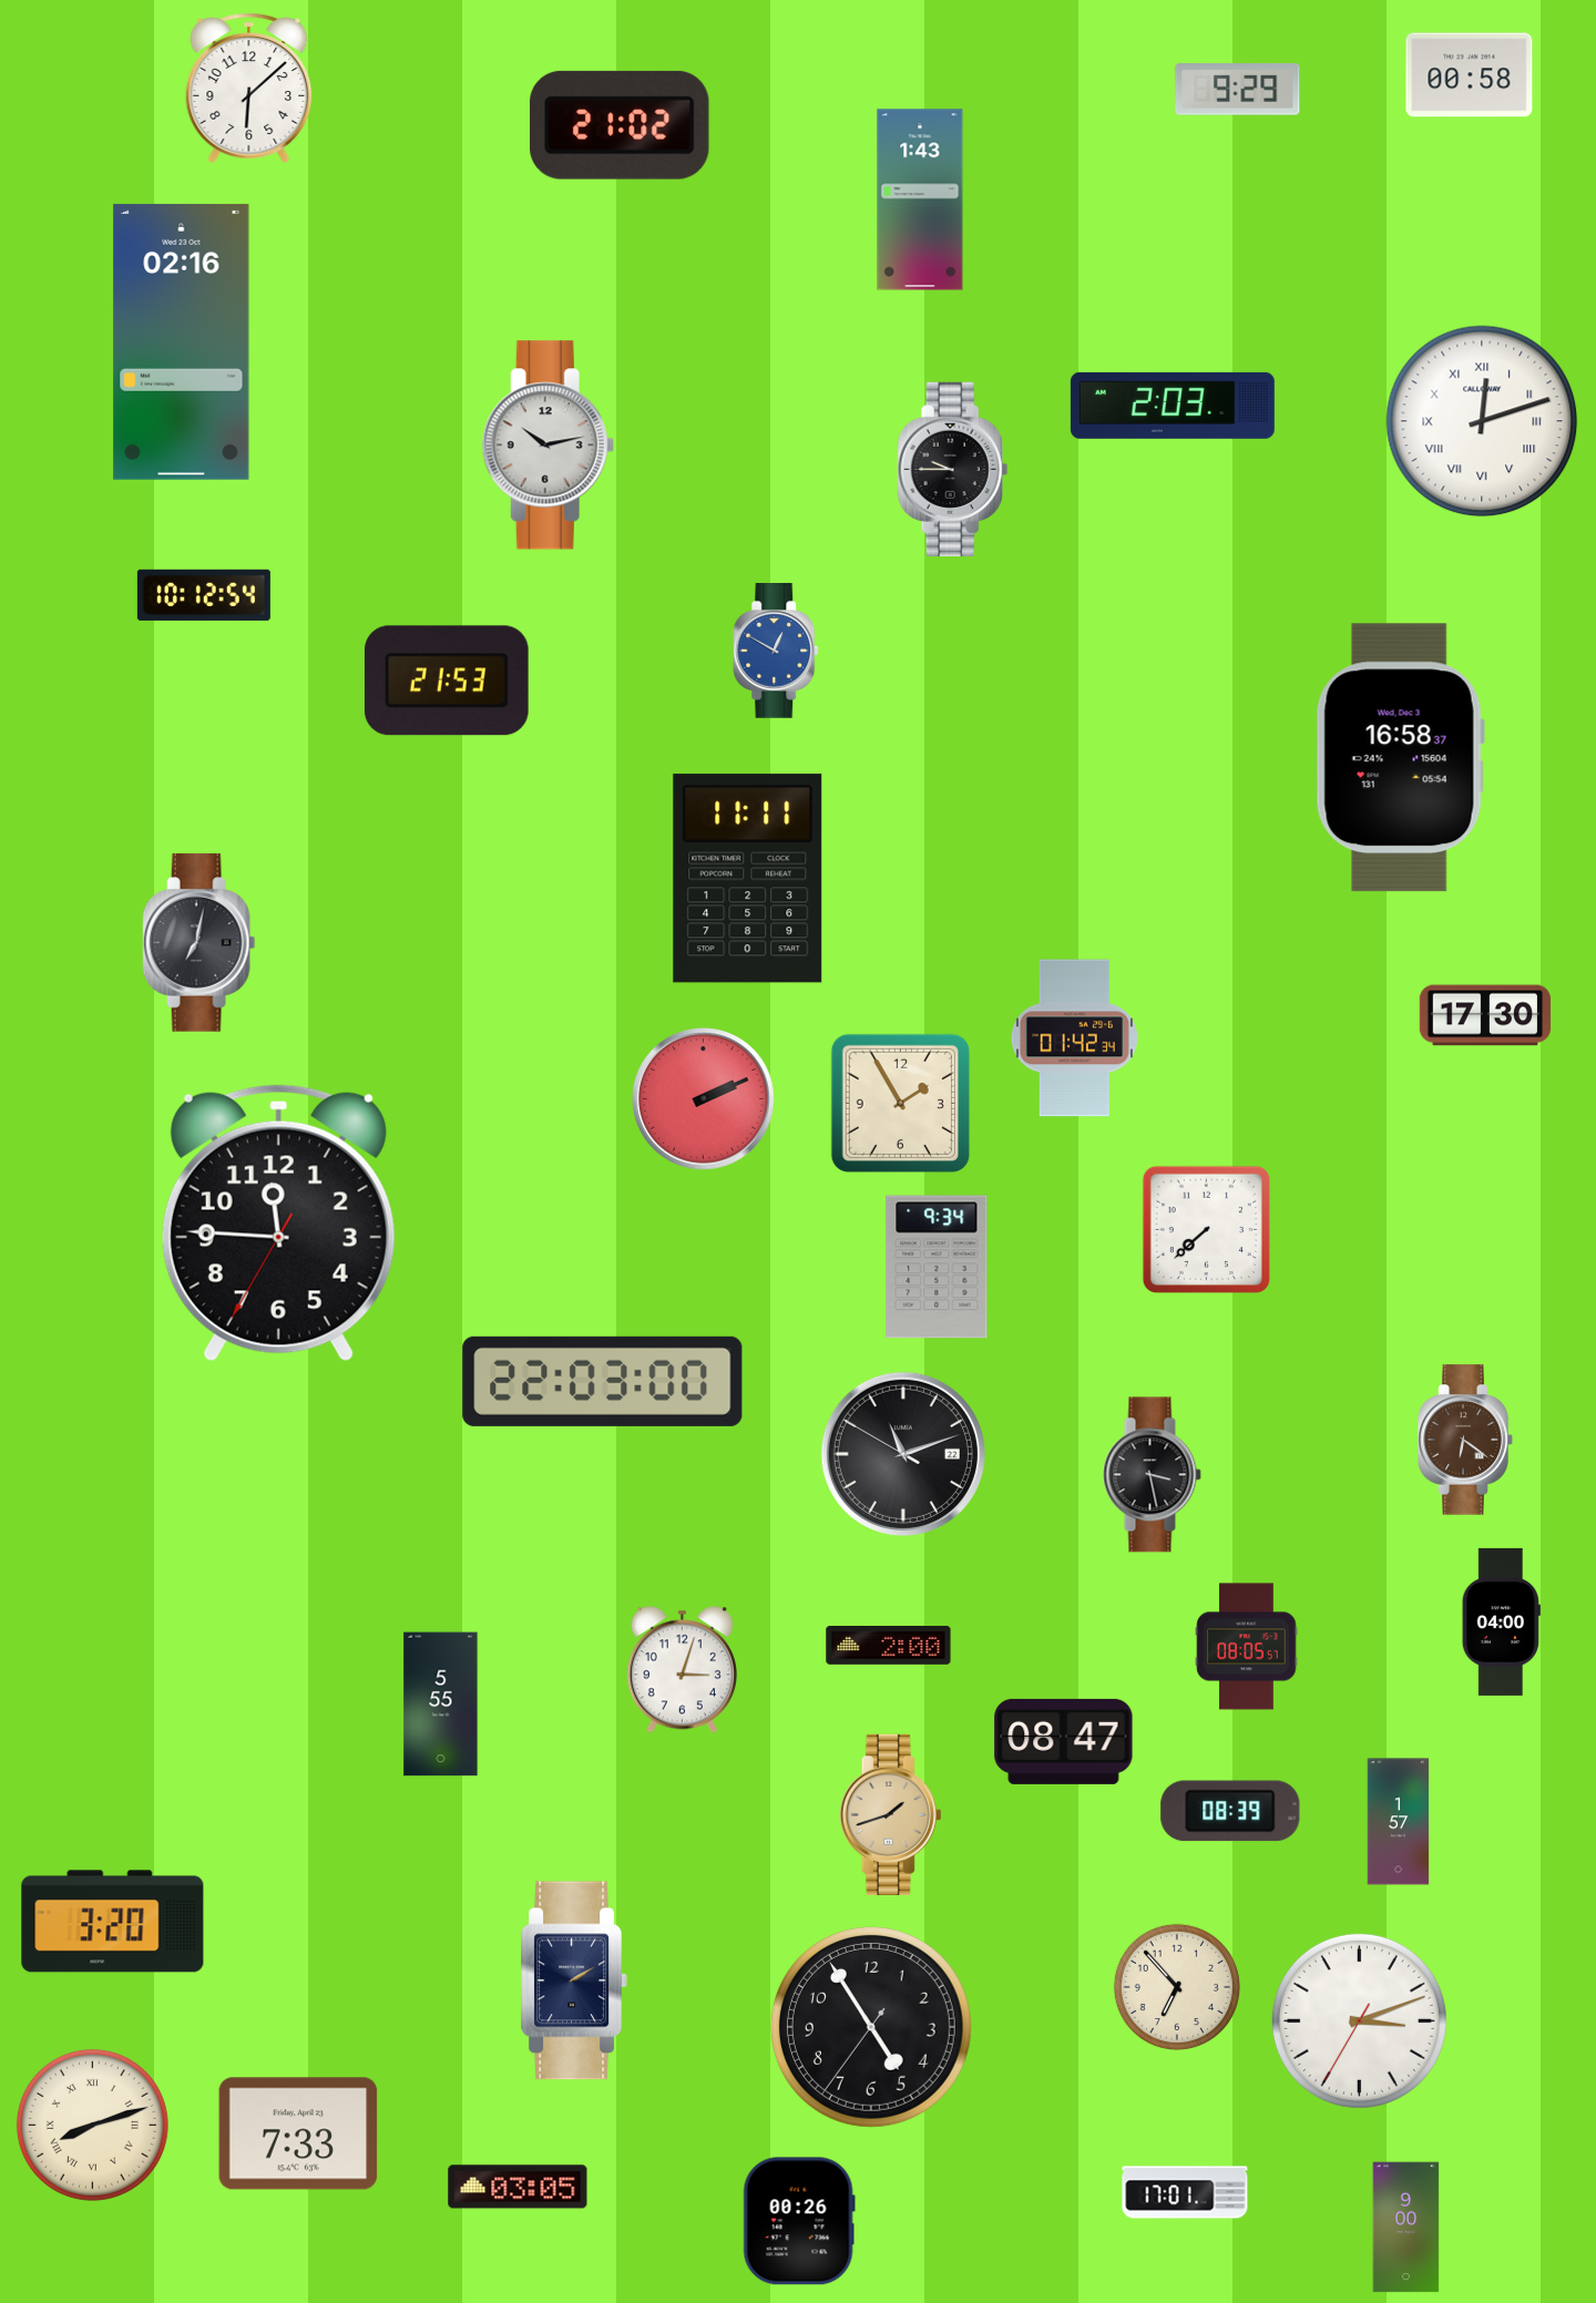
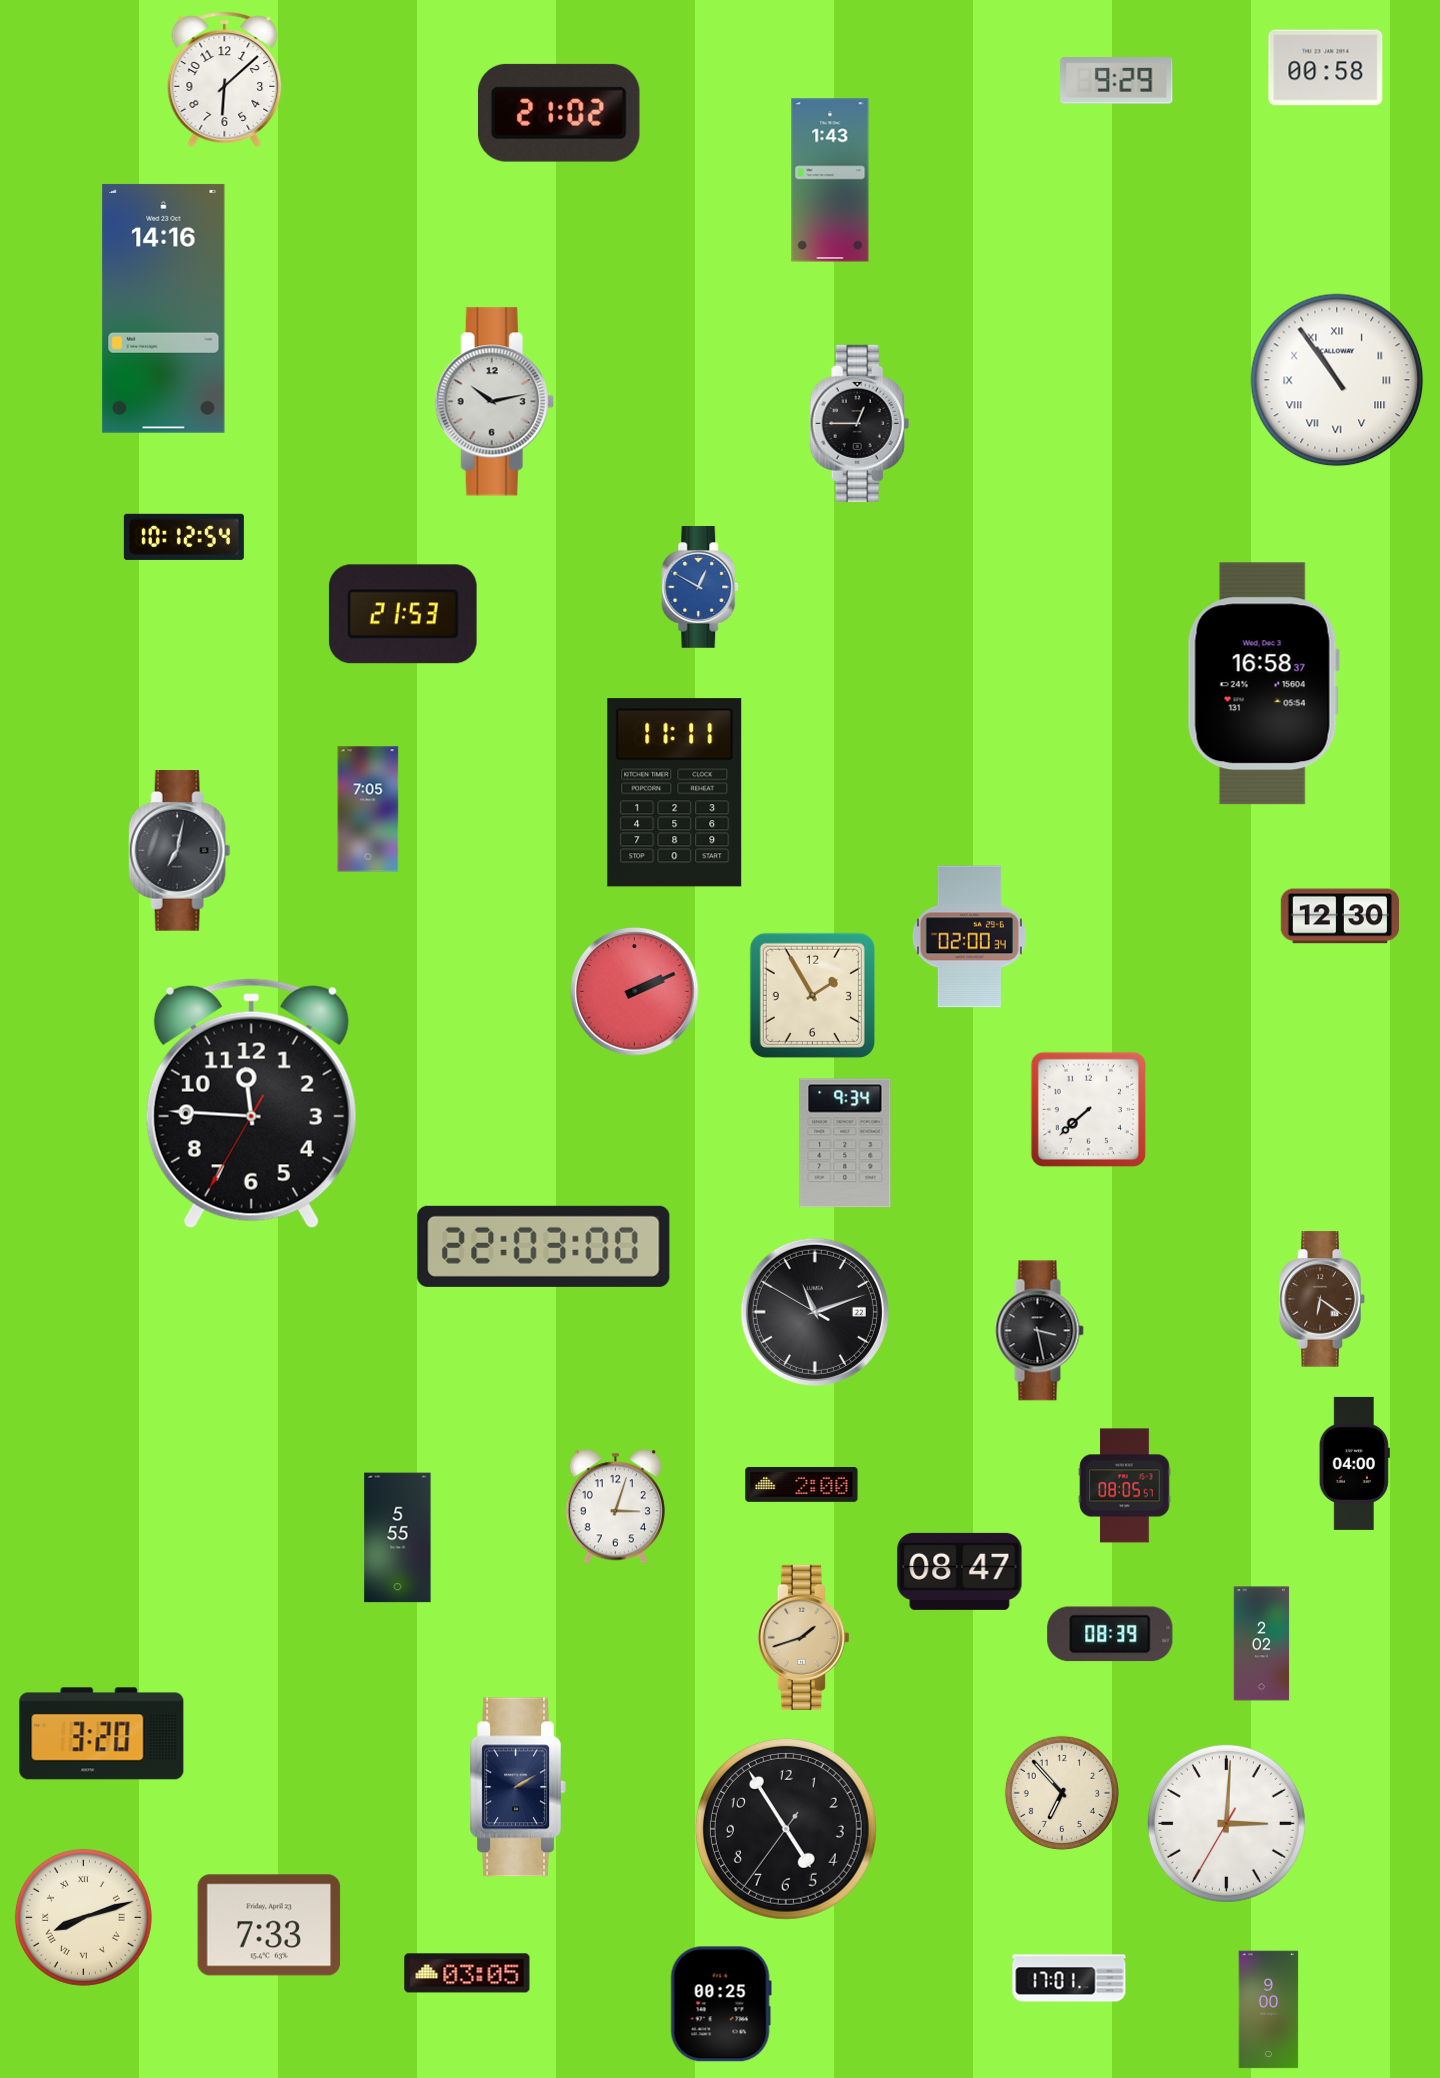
clock at (182, 341): 02:16 -> 14:16
clock at (1173, 406): 2:03 -> none
clock at (1482, 421): 12:12 -> 10:54
clock at (953, 469): 9:45 -> 12:45
clock at (368, 809): none -> 7:05
clock at (1485, 1015): 17:30 -> 12:30
clock at (1074, 1038): 01:42 -> 02:00
clock at (1399, 1822): 1:57 -> 2:02
clock at (1359, 2020): 3:11 -> 3:00
clock at (799, 2221): 00:26 -> 00:25
